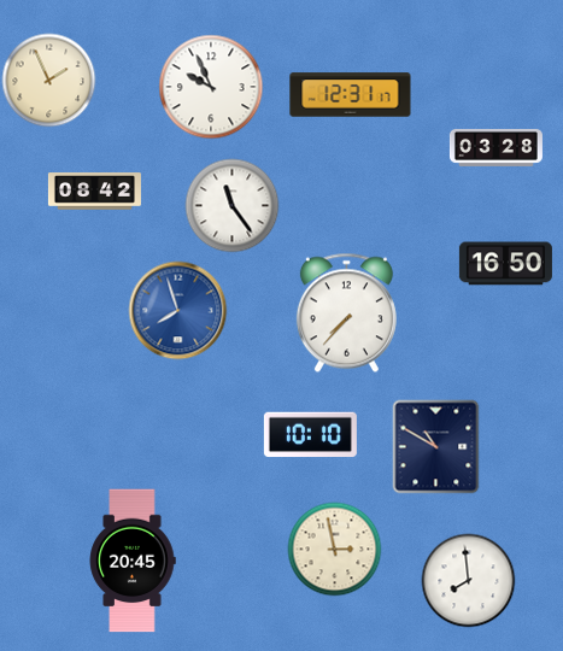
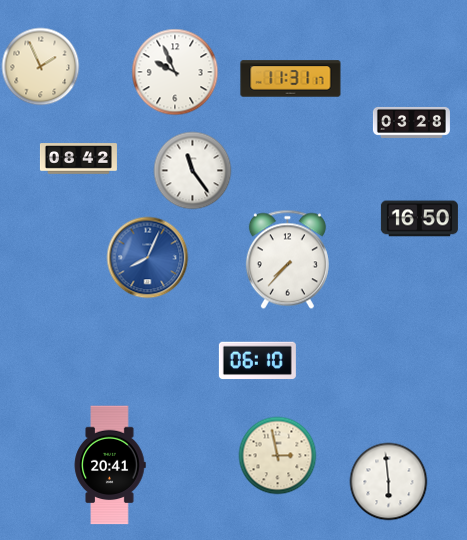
clock at (351, 95): 12:31 -> 11:31
clock at (177, 310): 7:57 -> 8:04
clock at (310, 435): 10:10 -> 06:10
clock at (436, 446): 10:50 -> none
clock at (133, 561): 20:45 -> 20:41
clock at (468, 580): 7:59 -> 5:59
